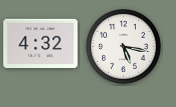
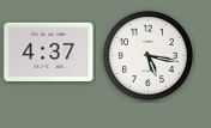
clock at (41, 43): 4:32 -> 4:37
